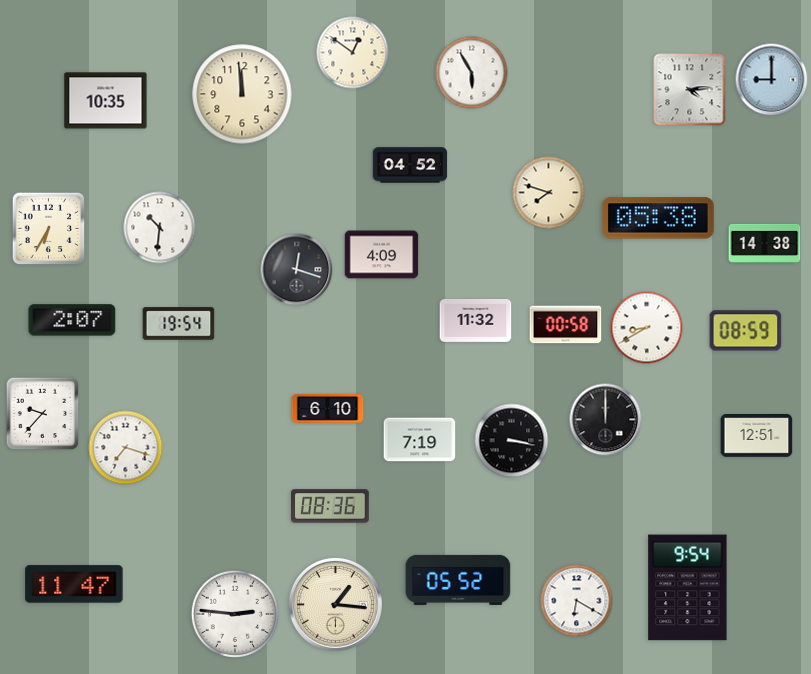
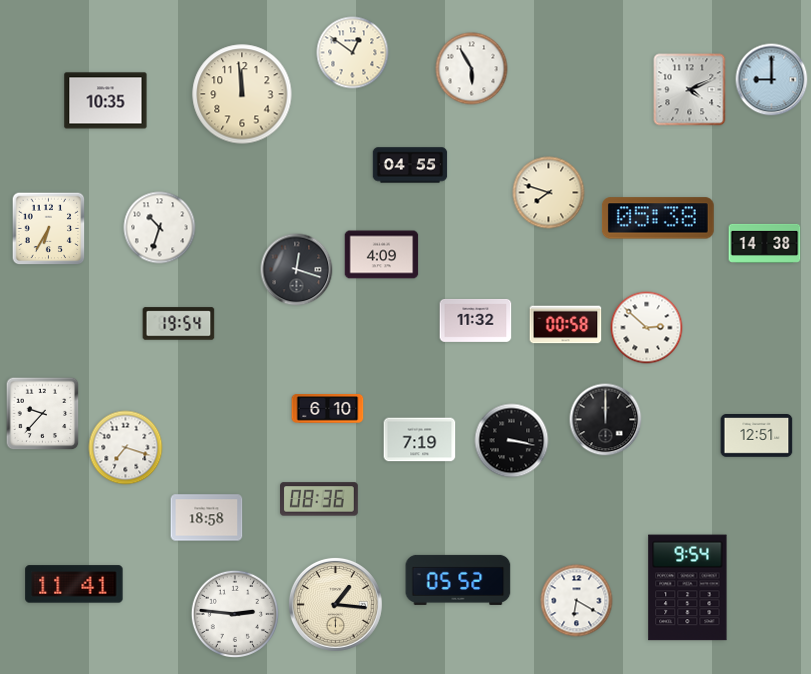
clock at (472, 73) position: (472, 73) -> (472, 69)
clock at (690, 90): 4:14 -> 4:11
clock at (410, 165): 04:52 -> 04:55
clock at (160, 228): 10:31 -> 10:33
clock at (72, 320): 2:07 -> none
clock at (647, 328): 8:40 -> 2:52
clock at (746, 331): 08:59 -> none
clock at (331, 506) position: (331, 506) -> (320, 499)
clock at (207, 518): none -> 18:58
clock at (74, 584): 11:47 -> 11:41
